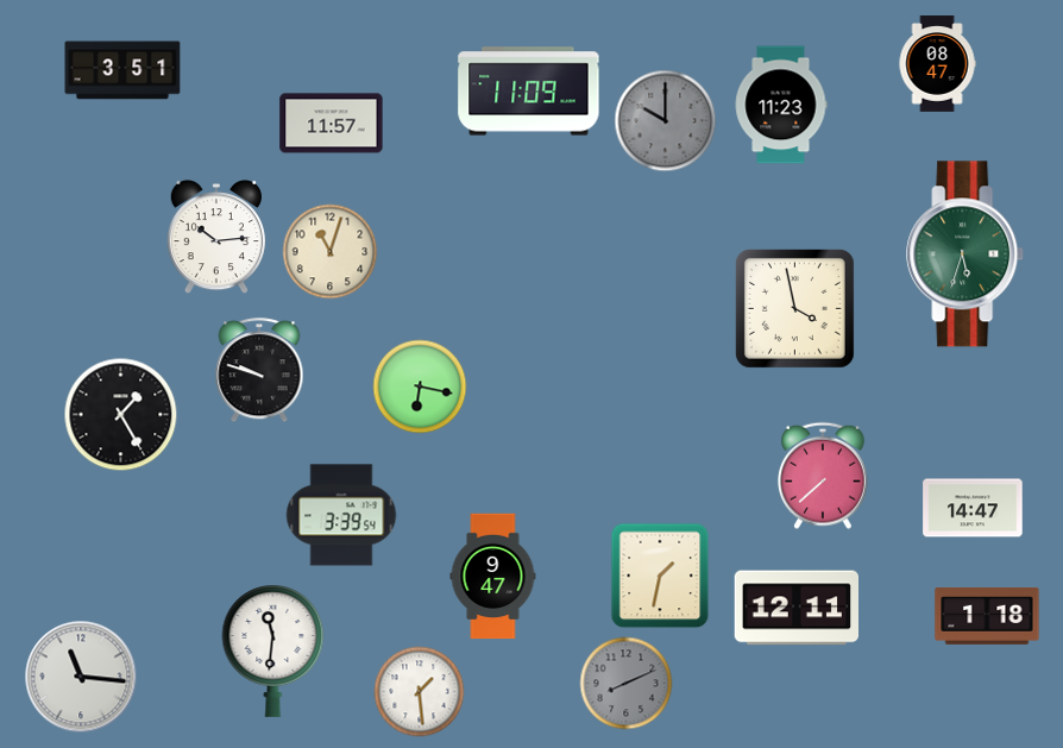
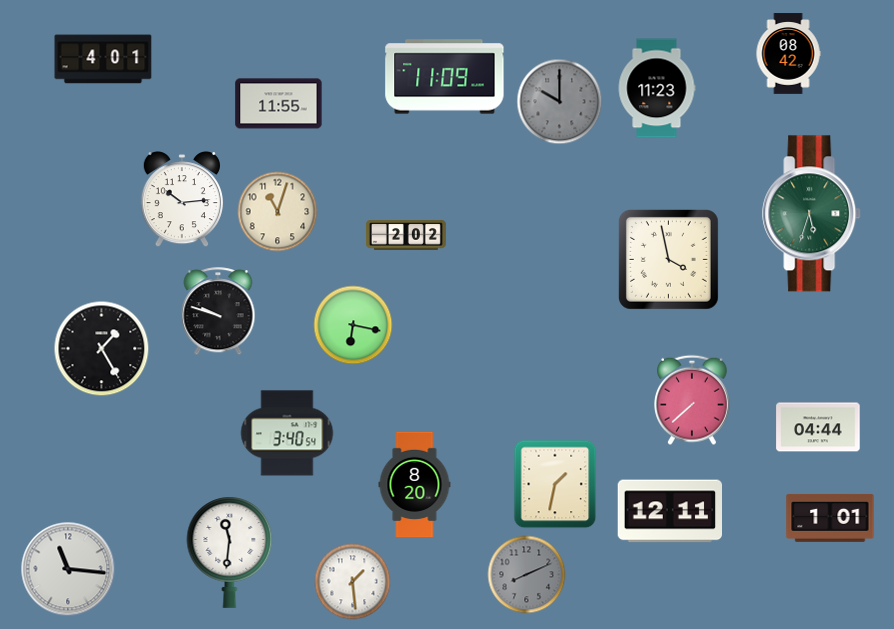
clock at (937, 64): 08:47 -> 08:42
clock at (122, 70): 3:51 -> 4:01
clock at (332, 124): 11:57 -> 11:55
clock at (406, 235): none -> 2:02
clock at (973, 508): 14:47 -> 04:44
clock at (341, 515): 3:39 -> 3:40
clock at (493, 577): 9:47 -> 8:20
clock at (987, 616): 1:18 -> 1:01
clock at (273, 650) position: (273, 650) -> (230, 552)
